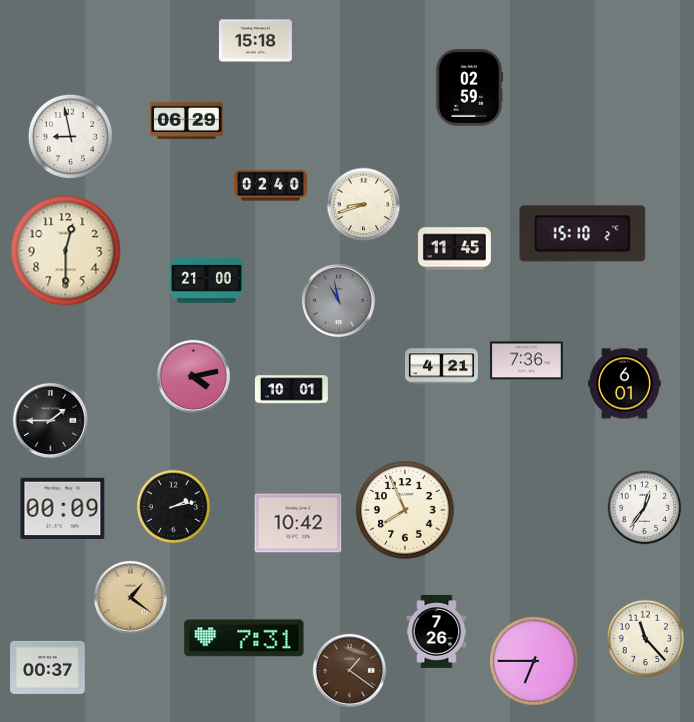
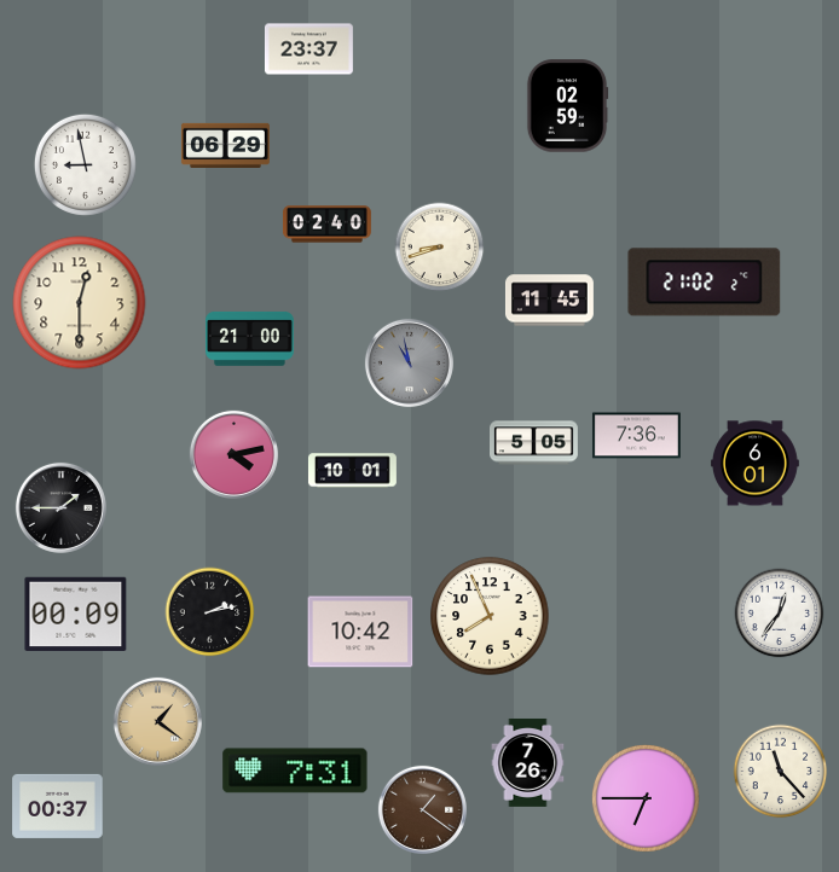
clock at (255, 41): 15:18 -> 23:37
clock at (583, 234): 15:10 -> 21:02
clock at (442, 367): 4:21 -> 5:05
